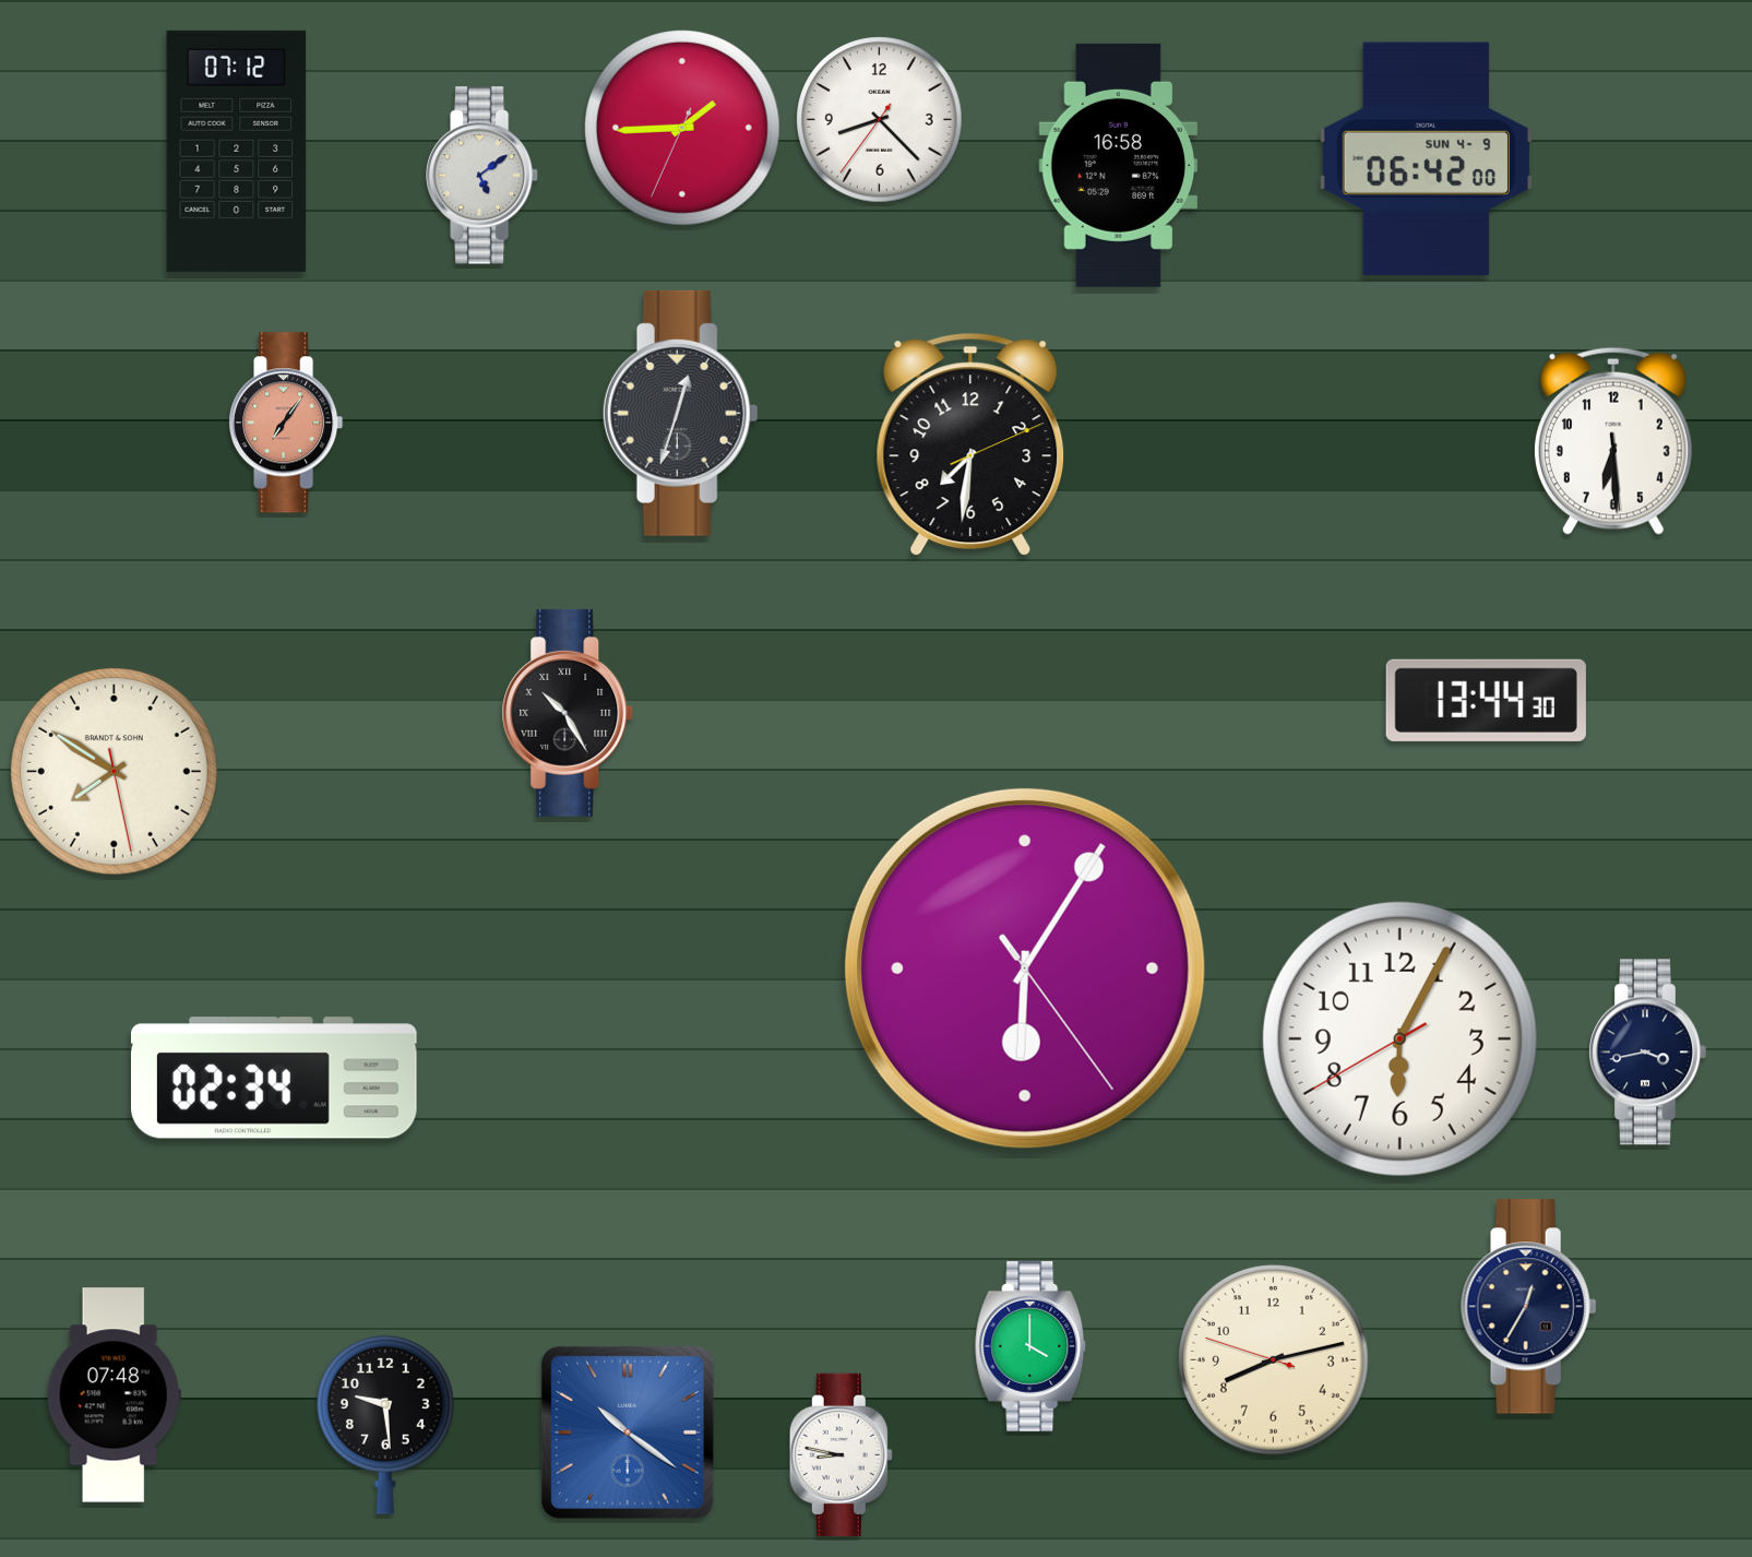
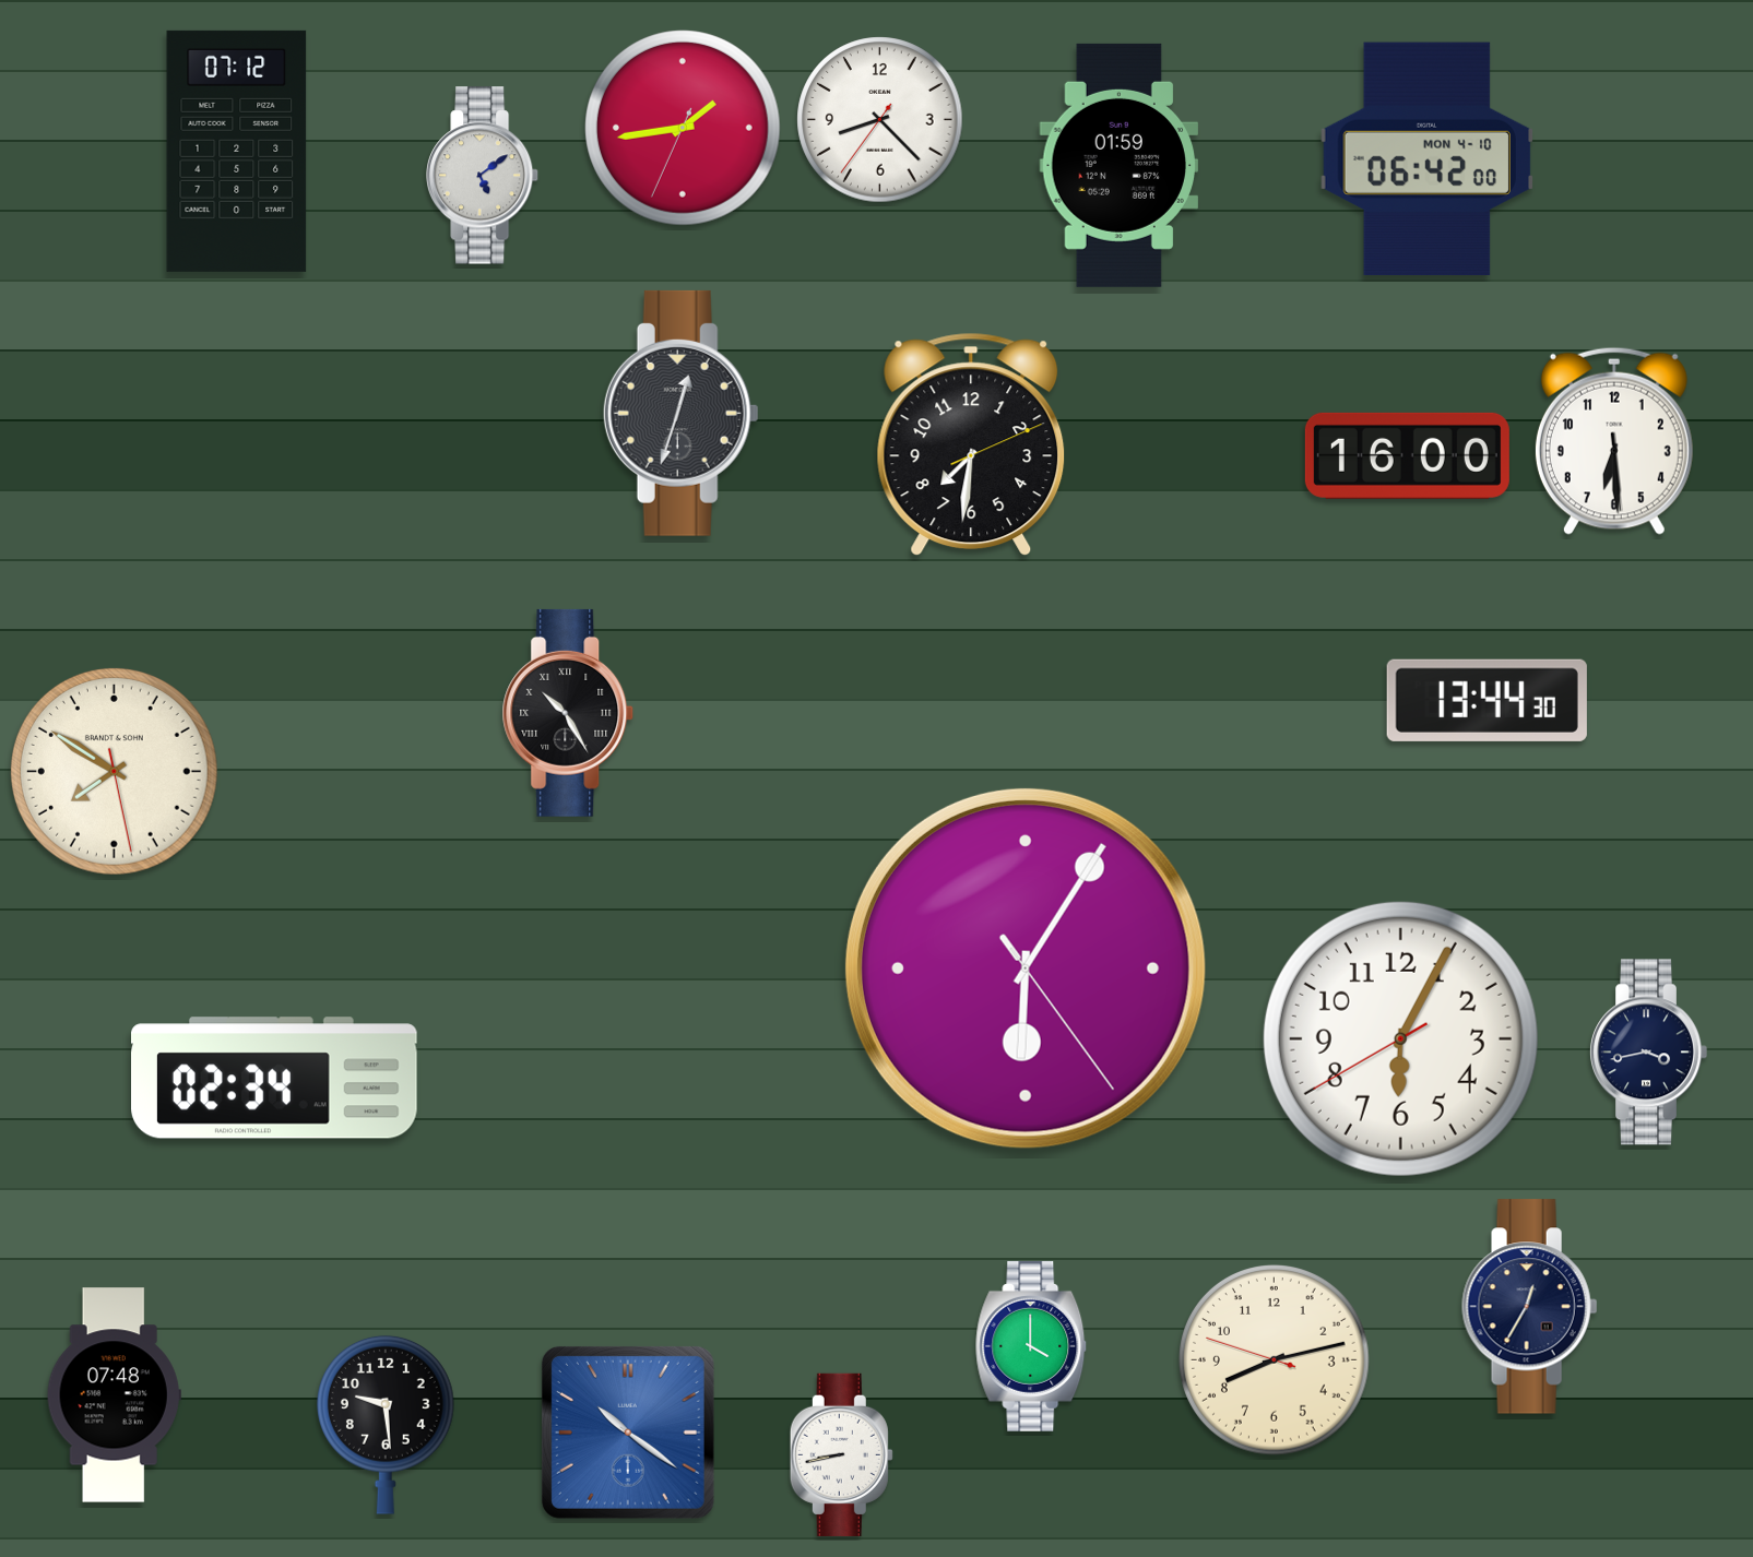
clock at (683, 129): 1:44 -> 1:43
clock at (1426, 158) date: SUN 4-9 -> MON 4-10
clock at (1119, 165): 16:58 -> 01:59
clock at (287, 423): 7:06 -> none
clock at (1407, 455): none -> 16:00
clock at (841, 1454): 8:47 -> 8:43
